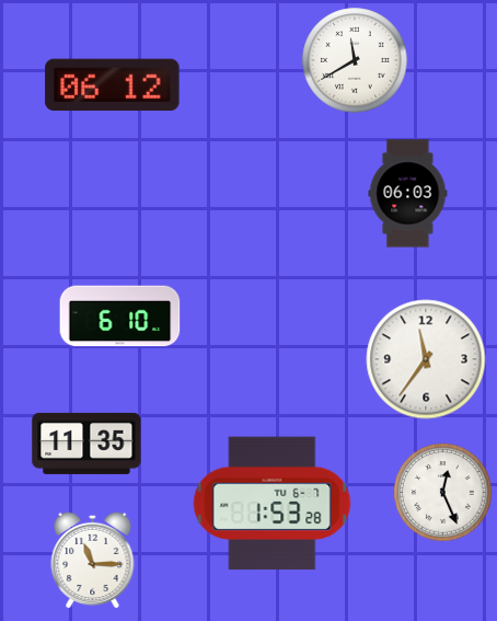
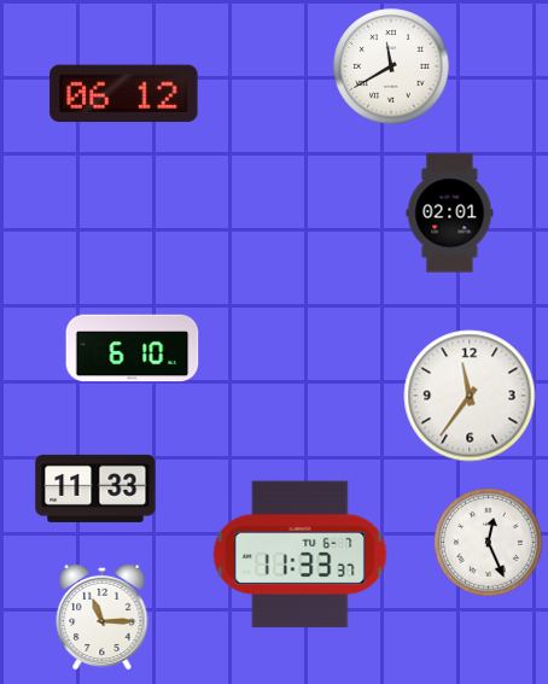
clock at (408, 194): 06:03 -> 02:01
clock at (86, 444): 11:35 -> 11:33
clock at (273, 504): 1:53 -> 11:33
